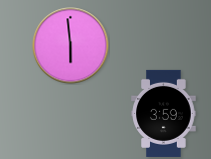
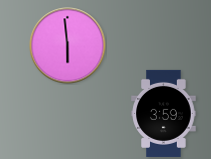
clock at (71, 46) position: (71, 46) -> (68, 46)
